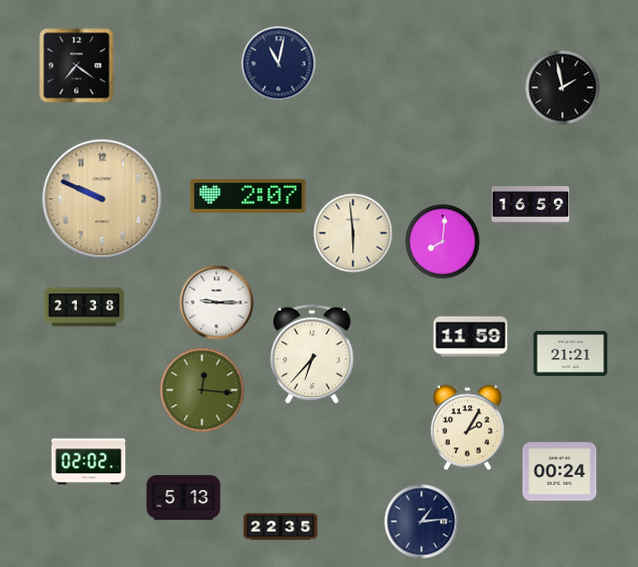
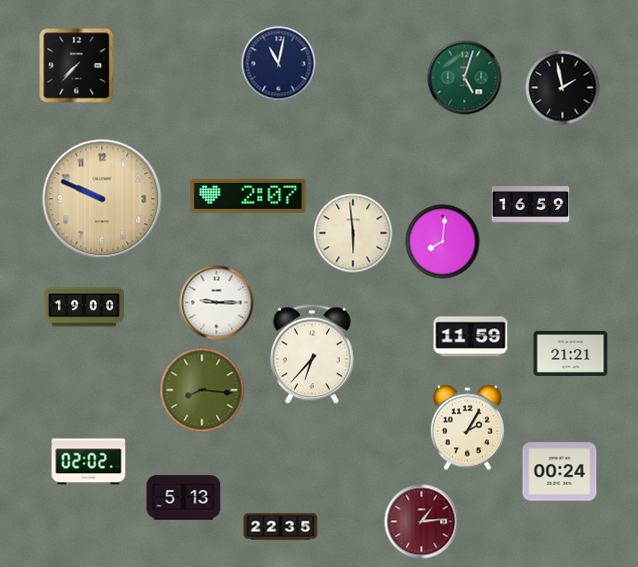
clock at (77, 66): 7:21 -> 7:37
clock at (465, 78): none -> 5:03
clock at (84, 307): 21:38 -> 19:00
clock at (202, 390): 12:16 -> 8:16
clock at (422, 522) dial: navy -> burgundy
